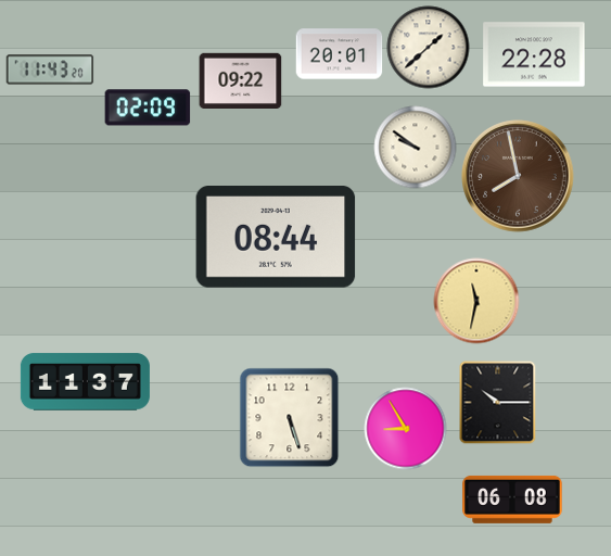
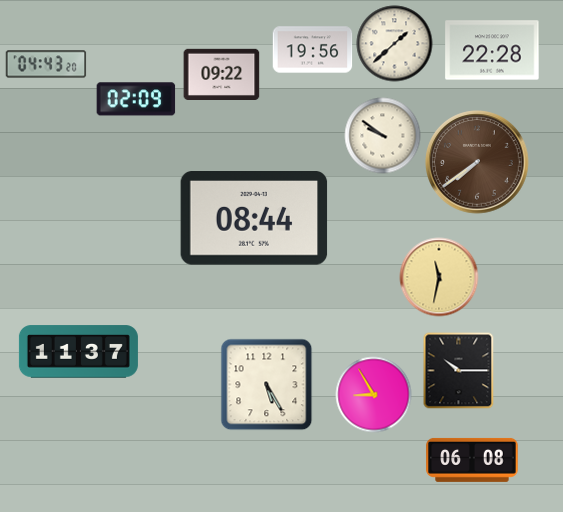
clock at (340, 54): 20:01 -> 19:56
clock at (50, 69): 11:43 -> 04:43
clock at (518, 176): 7:58 -> 7:39
clock at (290, 418): 5:27 -> 5:25
